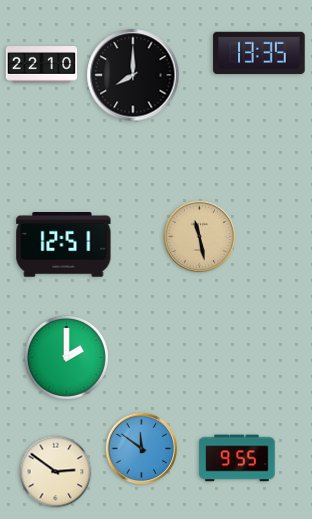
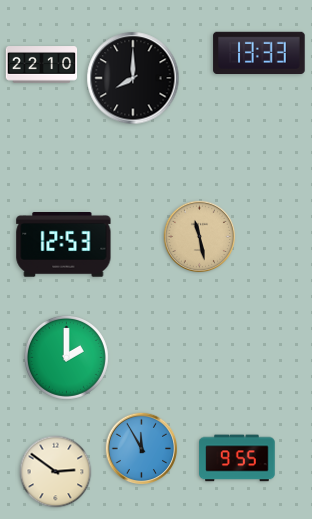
clock at (259, 52): 13:35 -> 13:33
clock at (133, 75) position: (133, 75) -> (133, 78)
clock at (64, 245): 12:51 -> 12:53
clock at (142, 449): 11:51 -> 11:55
